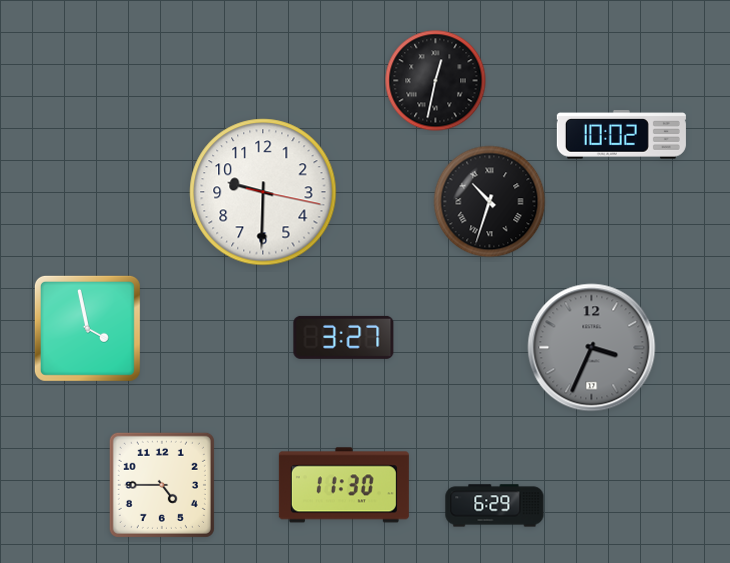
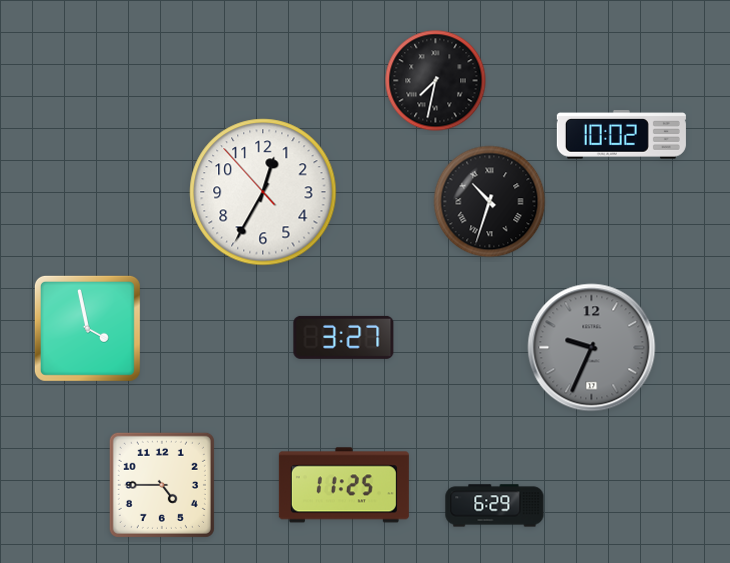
clock at (436, 81): 12:32 -> 7:32
clock at (263, 192): 9:30 -> 12:34
clock at (592, 348): 3:34 -> 9:34
clock at (344, 485): 11:30 -> 11:25
